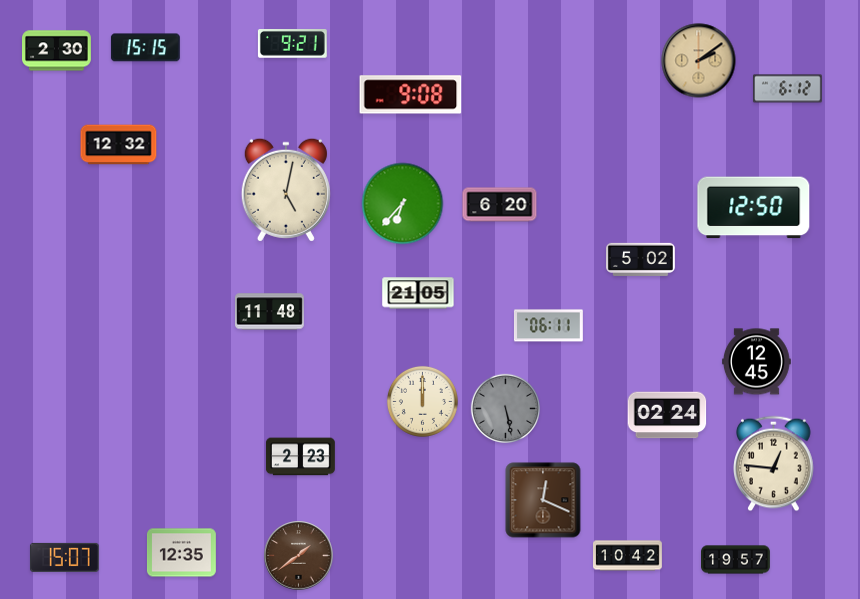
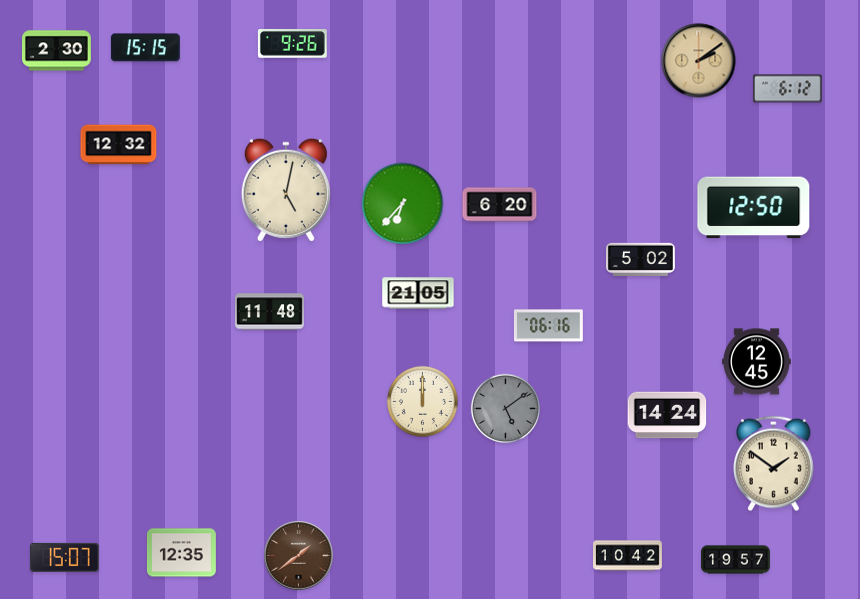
clock at (292, 44): 9:21 -> 9:26
clock at (411, 95): 9:08 -> none
clock at (548, 326): 06:11 -> 06:16
clock at (505, 408): 5:28 -> 5:09
clock at (667, 415): 02:24 -> 14:24
clock at (300, 457): 2:23 -> none
clock at (774, 464): 12:46 -> 1:51
clock at (543, 500): 12:19 -> none
